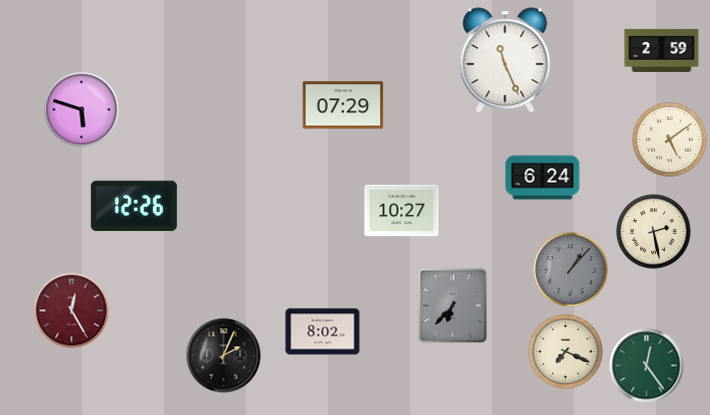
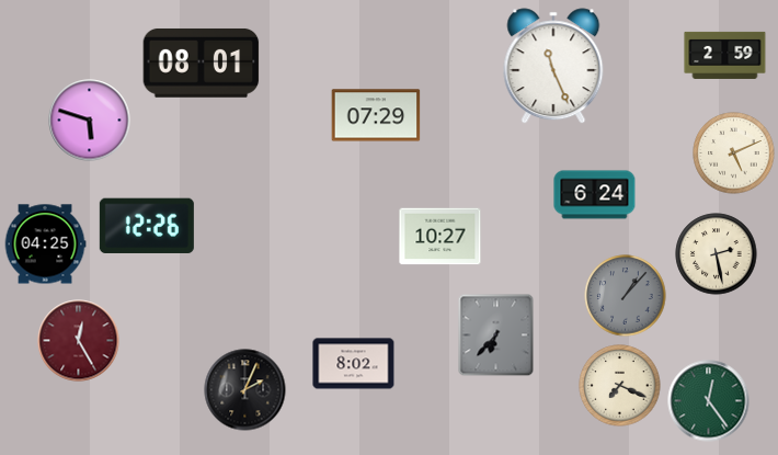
clock at (202, 64): none -> 08:01
clock at (670, 140): 5:09 -> 5:11
clock at (402, 211) position: (402, 211) -> (441, 237)
clock at (45, 244): none -> 04:25
